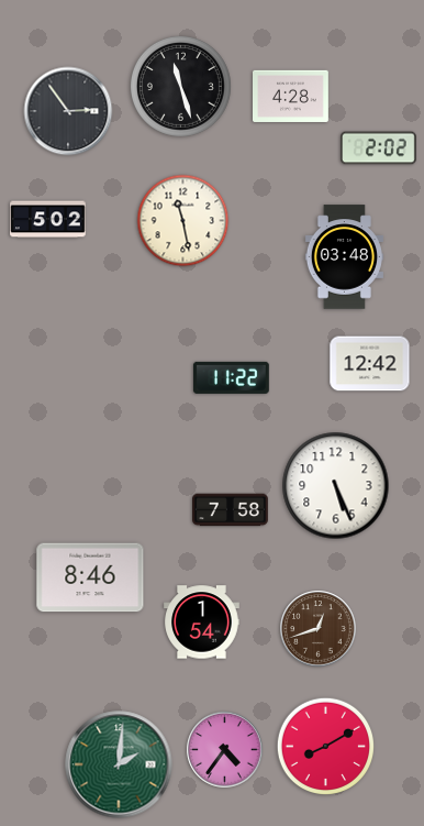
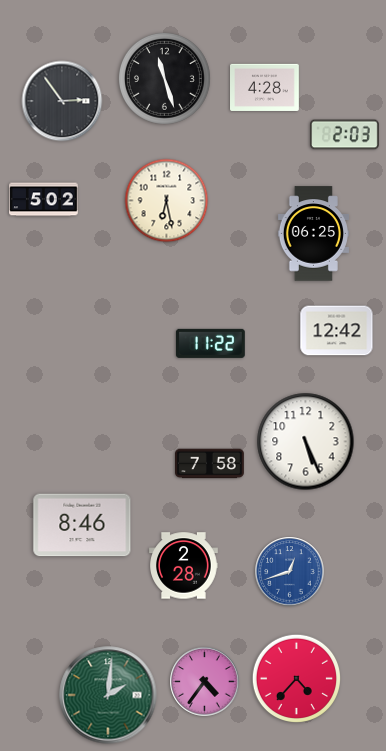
clock at (379, 148): 2:02 -> 2:03
clock at (183, 221): 11:28 -> 6:28
clock at (344, 257): 03:48 -> 06:25
clock at (202, 623): 1:54 -> 2:28
clock at (319, 629) dial: brown -> blue
clock at (326, 747): 8:10 -> 4:37
